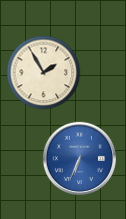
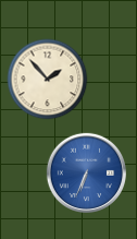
clock at (44, 73): 1:55 -> 1:53
